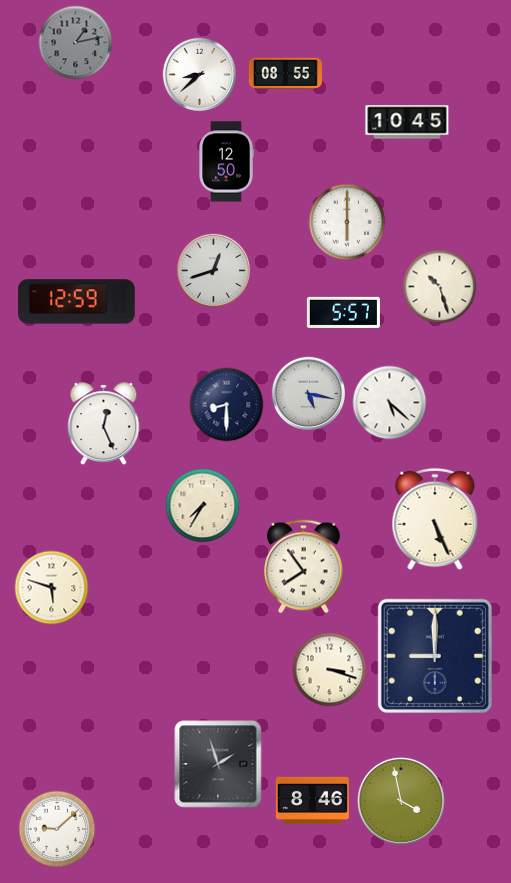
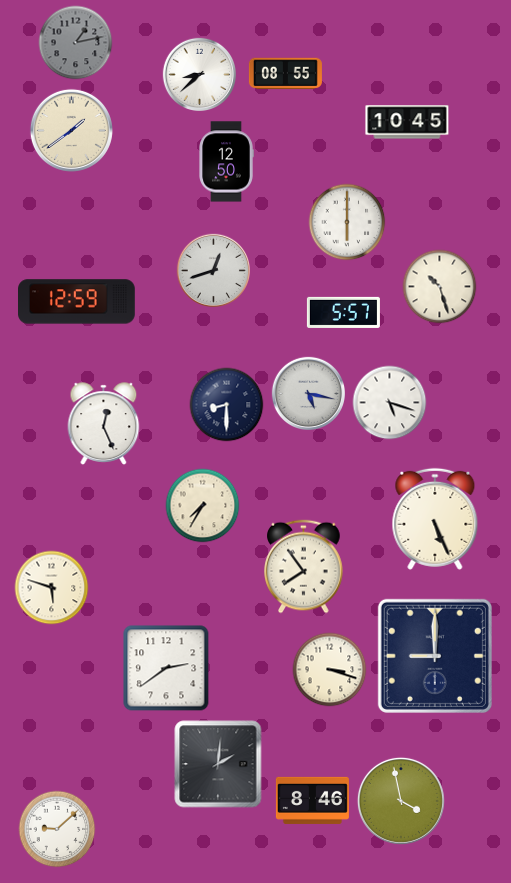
clock at (71, 130): none -> 1:39
clock at (390, 403): 5:22 -> 5:18
clock at (166, 668): none -> 2:39
clock at (218, 764): 1:57 -> 2:01
